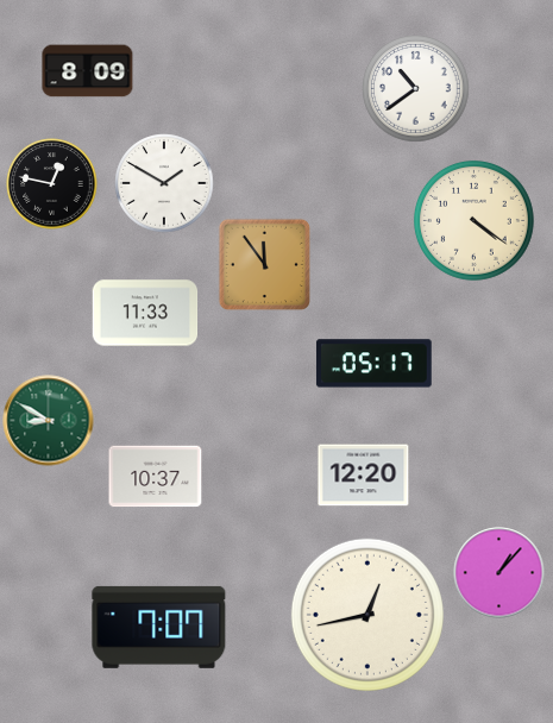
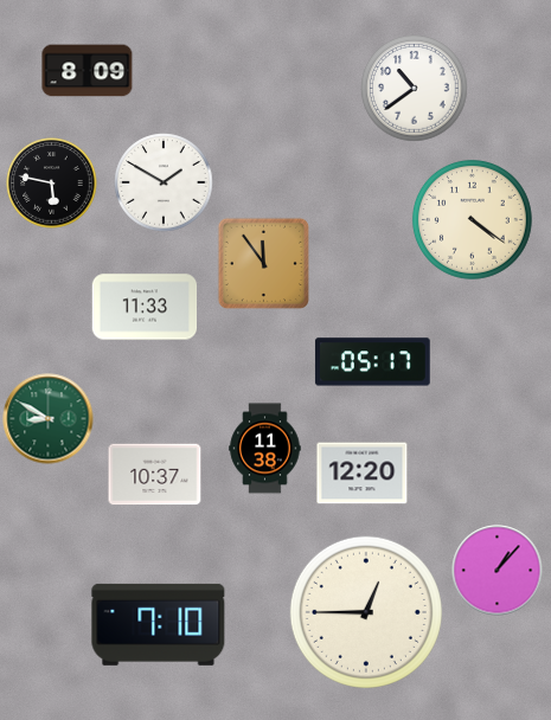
clock at (52, 184): 12:47 -> 5:47
clock at (145, 313) position: (145, 313) -> (145, 307)
clock at (265, 449): none -> 11:38
clock at (367, 615): 12:43 -> 12:45
clock at (159, 627): 7:07 -> 7:10
